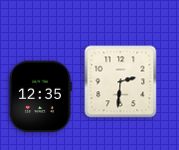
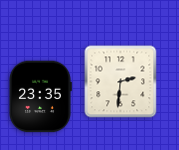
clock at (40, 97): 12:35 -> 23:35
